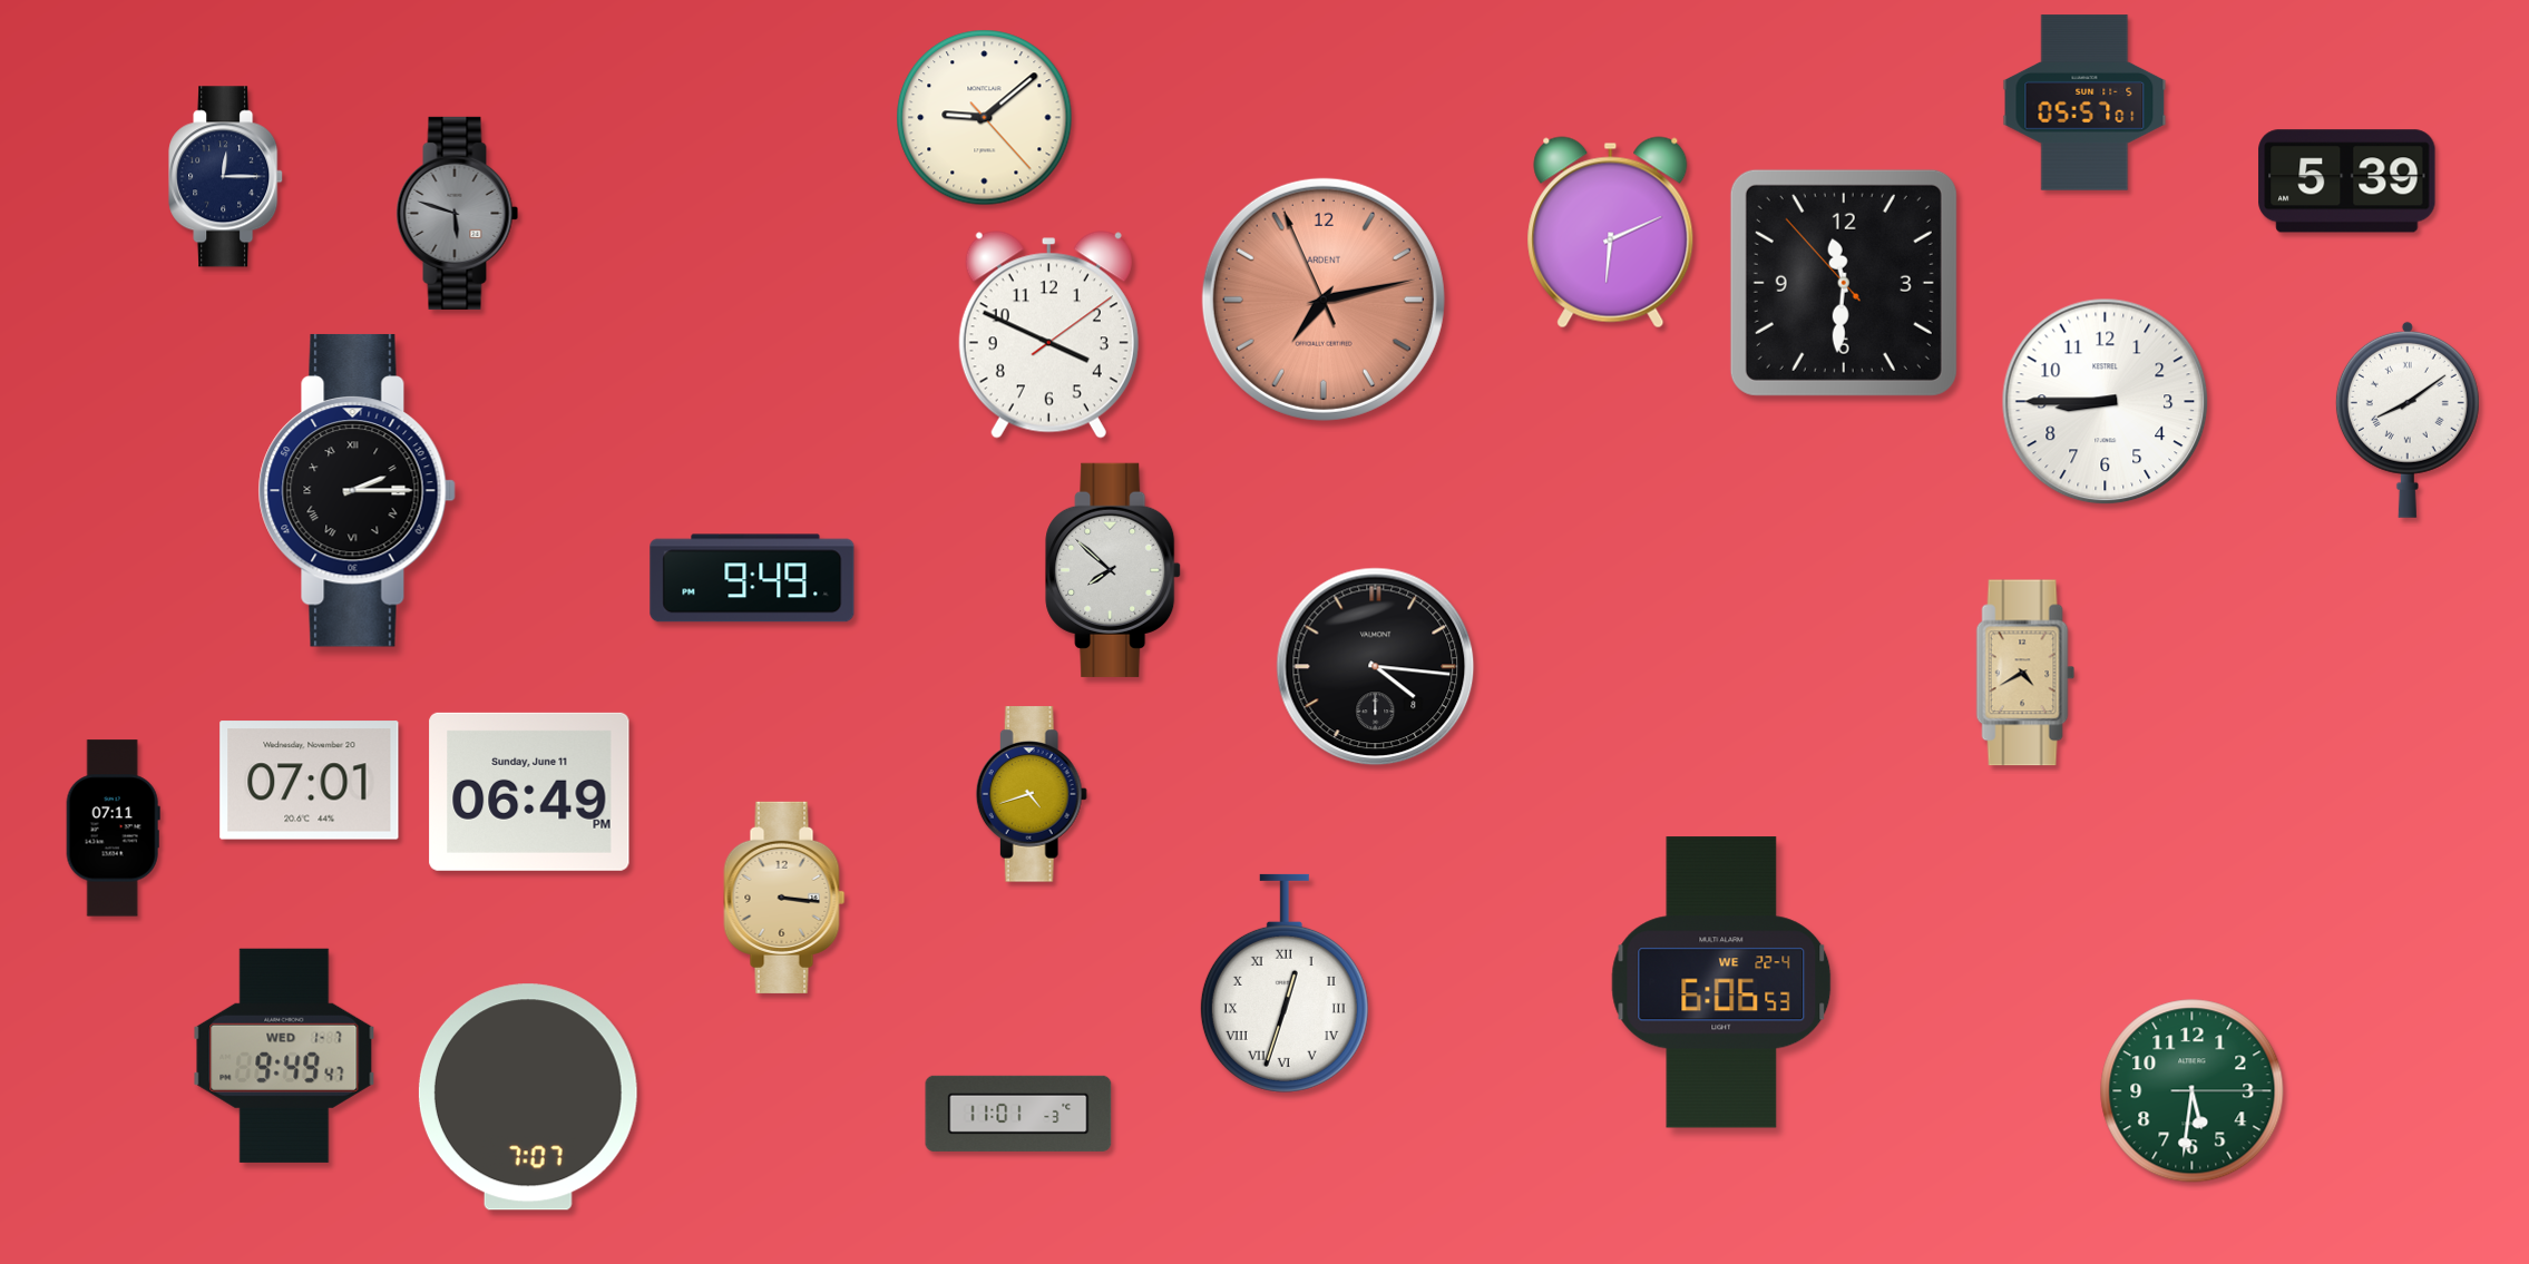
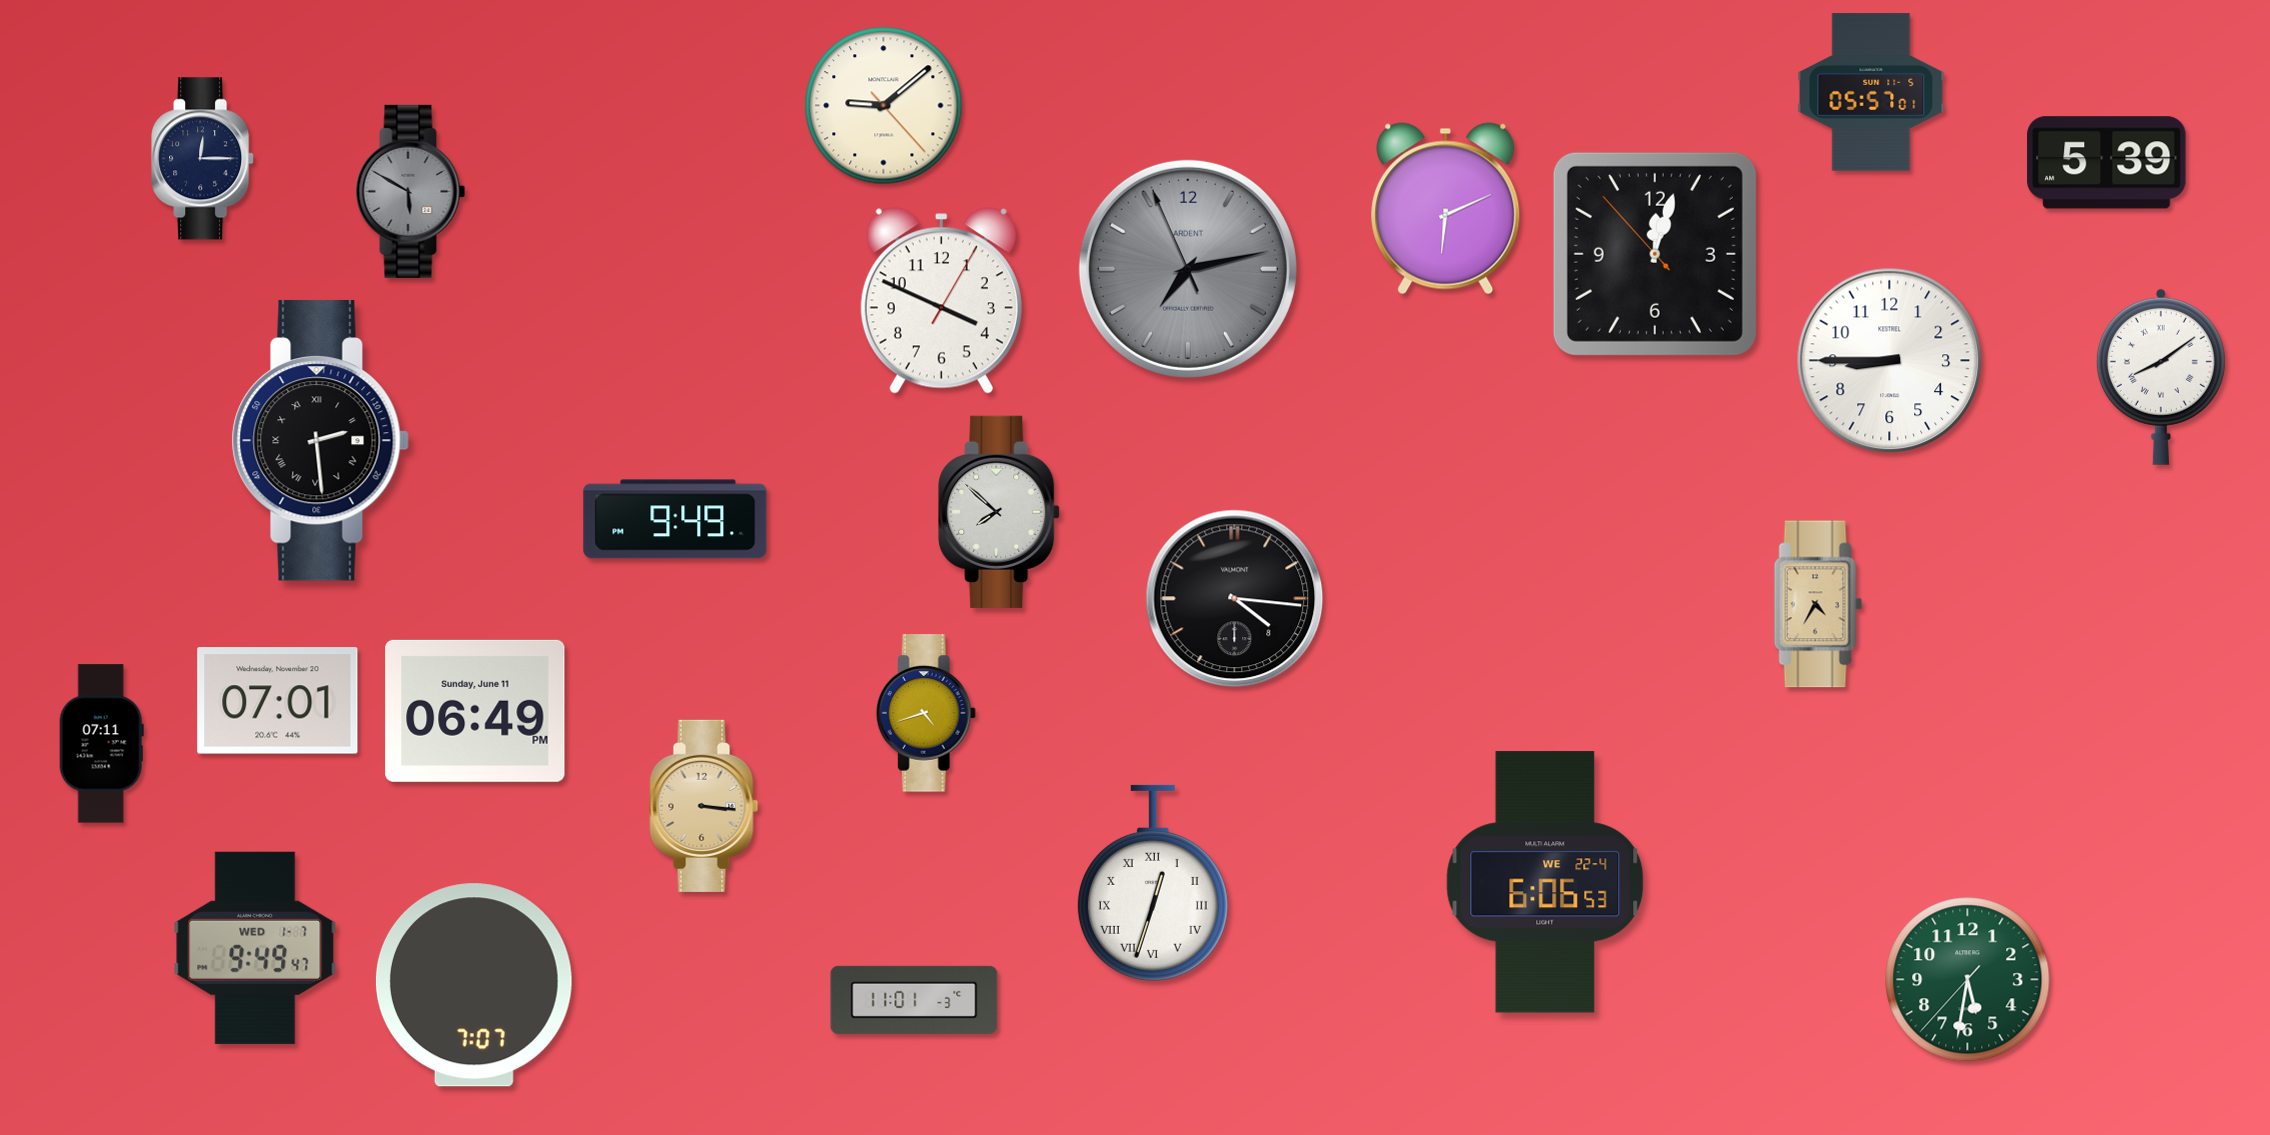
clock at (458, 213): 5:48 -> 5:50
clock at (1844, 283): 11:30 -> 12:02
clock at (1324, 300) dial: salmon -> grey
clock at (1048, 335): 3:49:09 -> 3:49:05
clock at (357, 490): 2:15 -> 2:29
clock at (2025, 673): 4:40 -> 4:35
clock at (2193, 1091): 5:31:15 -> 5:31:37
